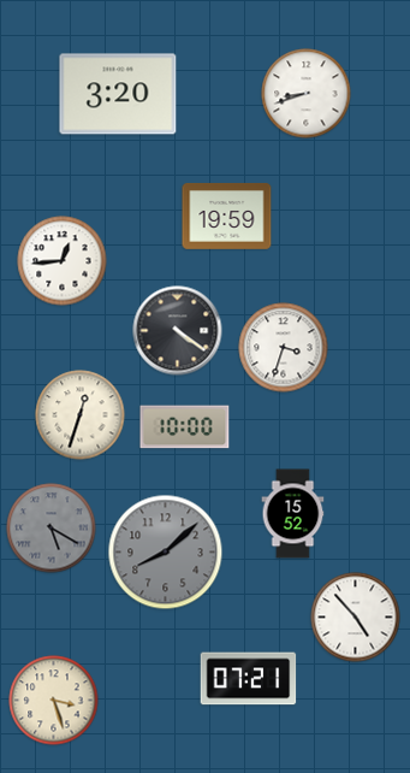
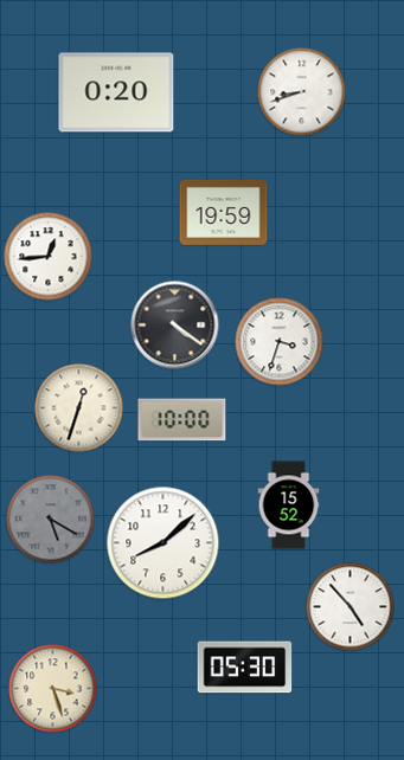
clock at (118, 94): 3:20 -> 0:20
clock at (63, 261) position: (63, 261) -> (49, 257)
clock at (166, 553) dial: grey -> white
clock at (249, 679): 07:21 -> 05:30
